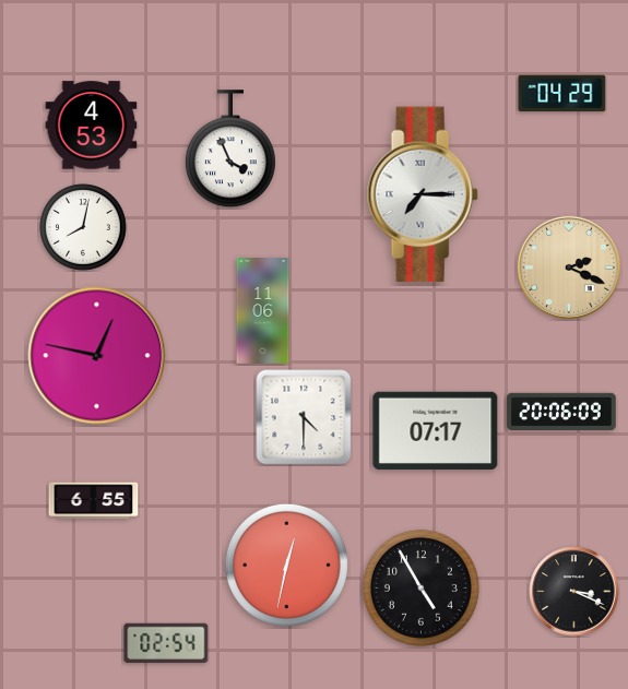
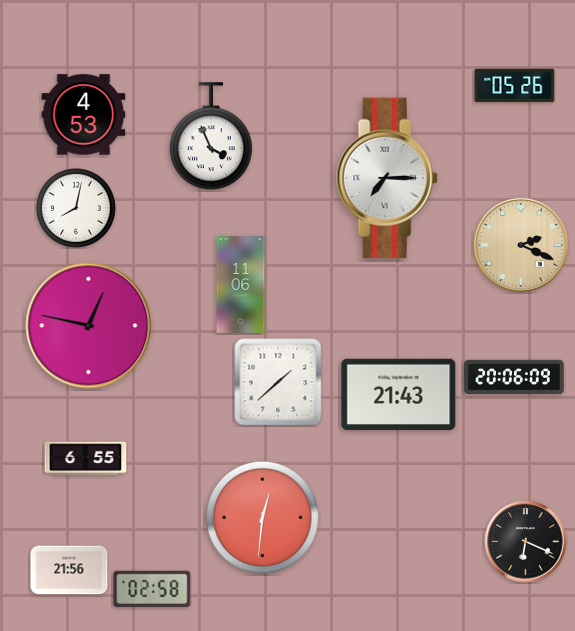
clock at (562, 94): 04:29 -> 05:26
clock at (304, 417): 4:30 -> 1:38
clock at (436, 430): 07:17 -> 21:43
clock at (286, 565): 12:32 -> 12:31
clock at (420, 587): 4:55 -> none
clock at (574, 592): 3:19 -> 6:19
clock at (69, 570): none -> 21:56
clock at (166, 643): 02:54 -> 02:58
